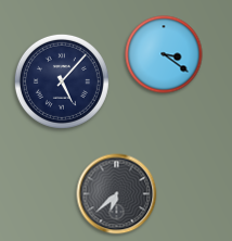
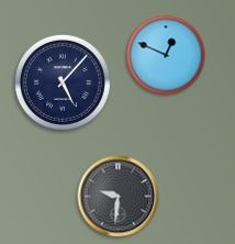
clock at (164, 54): 3:21 -> 12:49
clock at (117, 194): 6:38 -> 9:31
